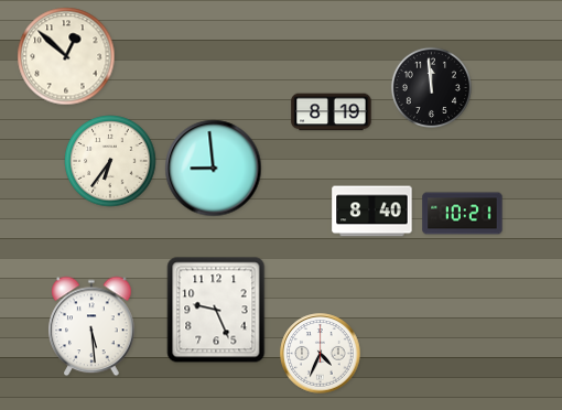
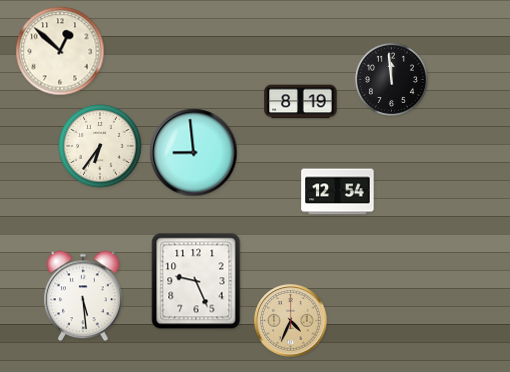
clock at (372, 212): 8:40 -> 12:54
clock at (463, 214): 10:21 -> none
clock at (321, 354) dial: white -> champagne
